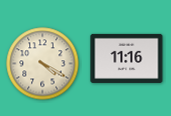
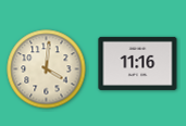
clock at (43, 64): 4:20 -> 4:01
